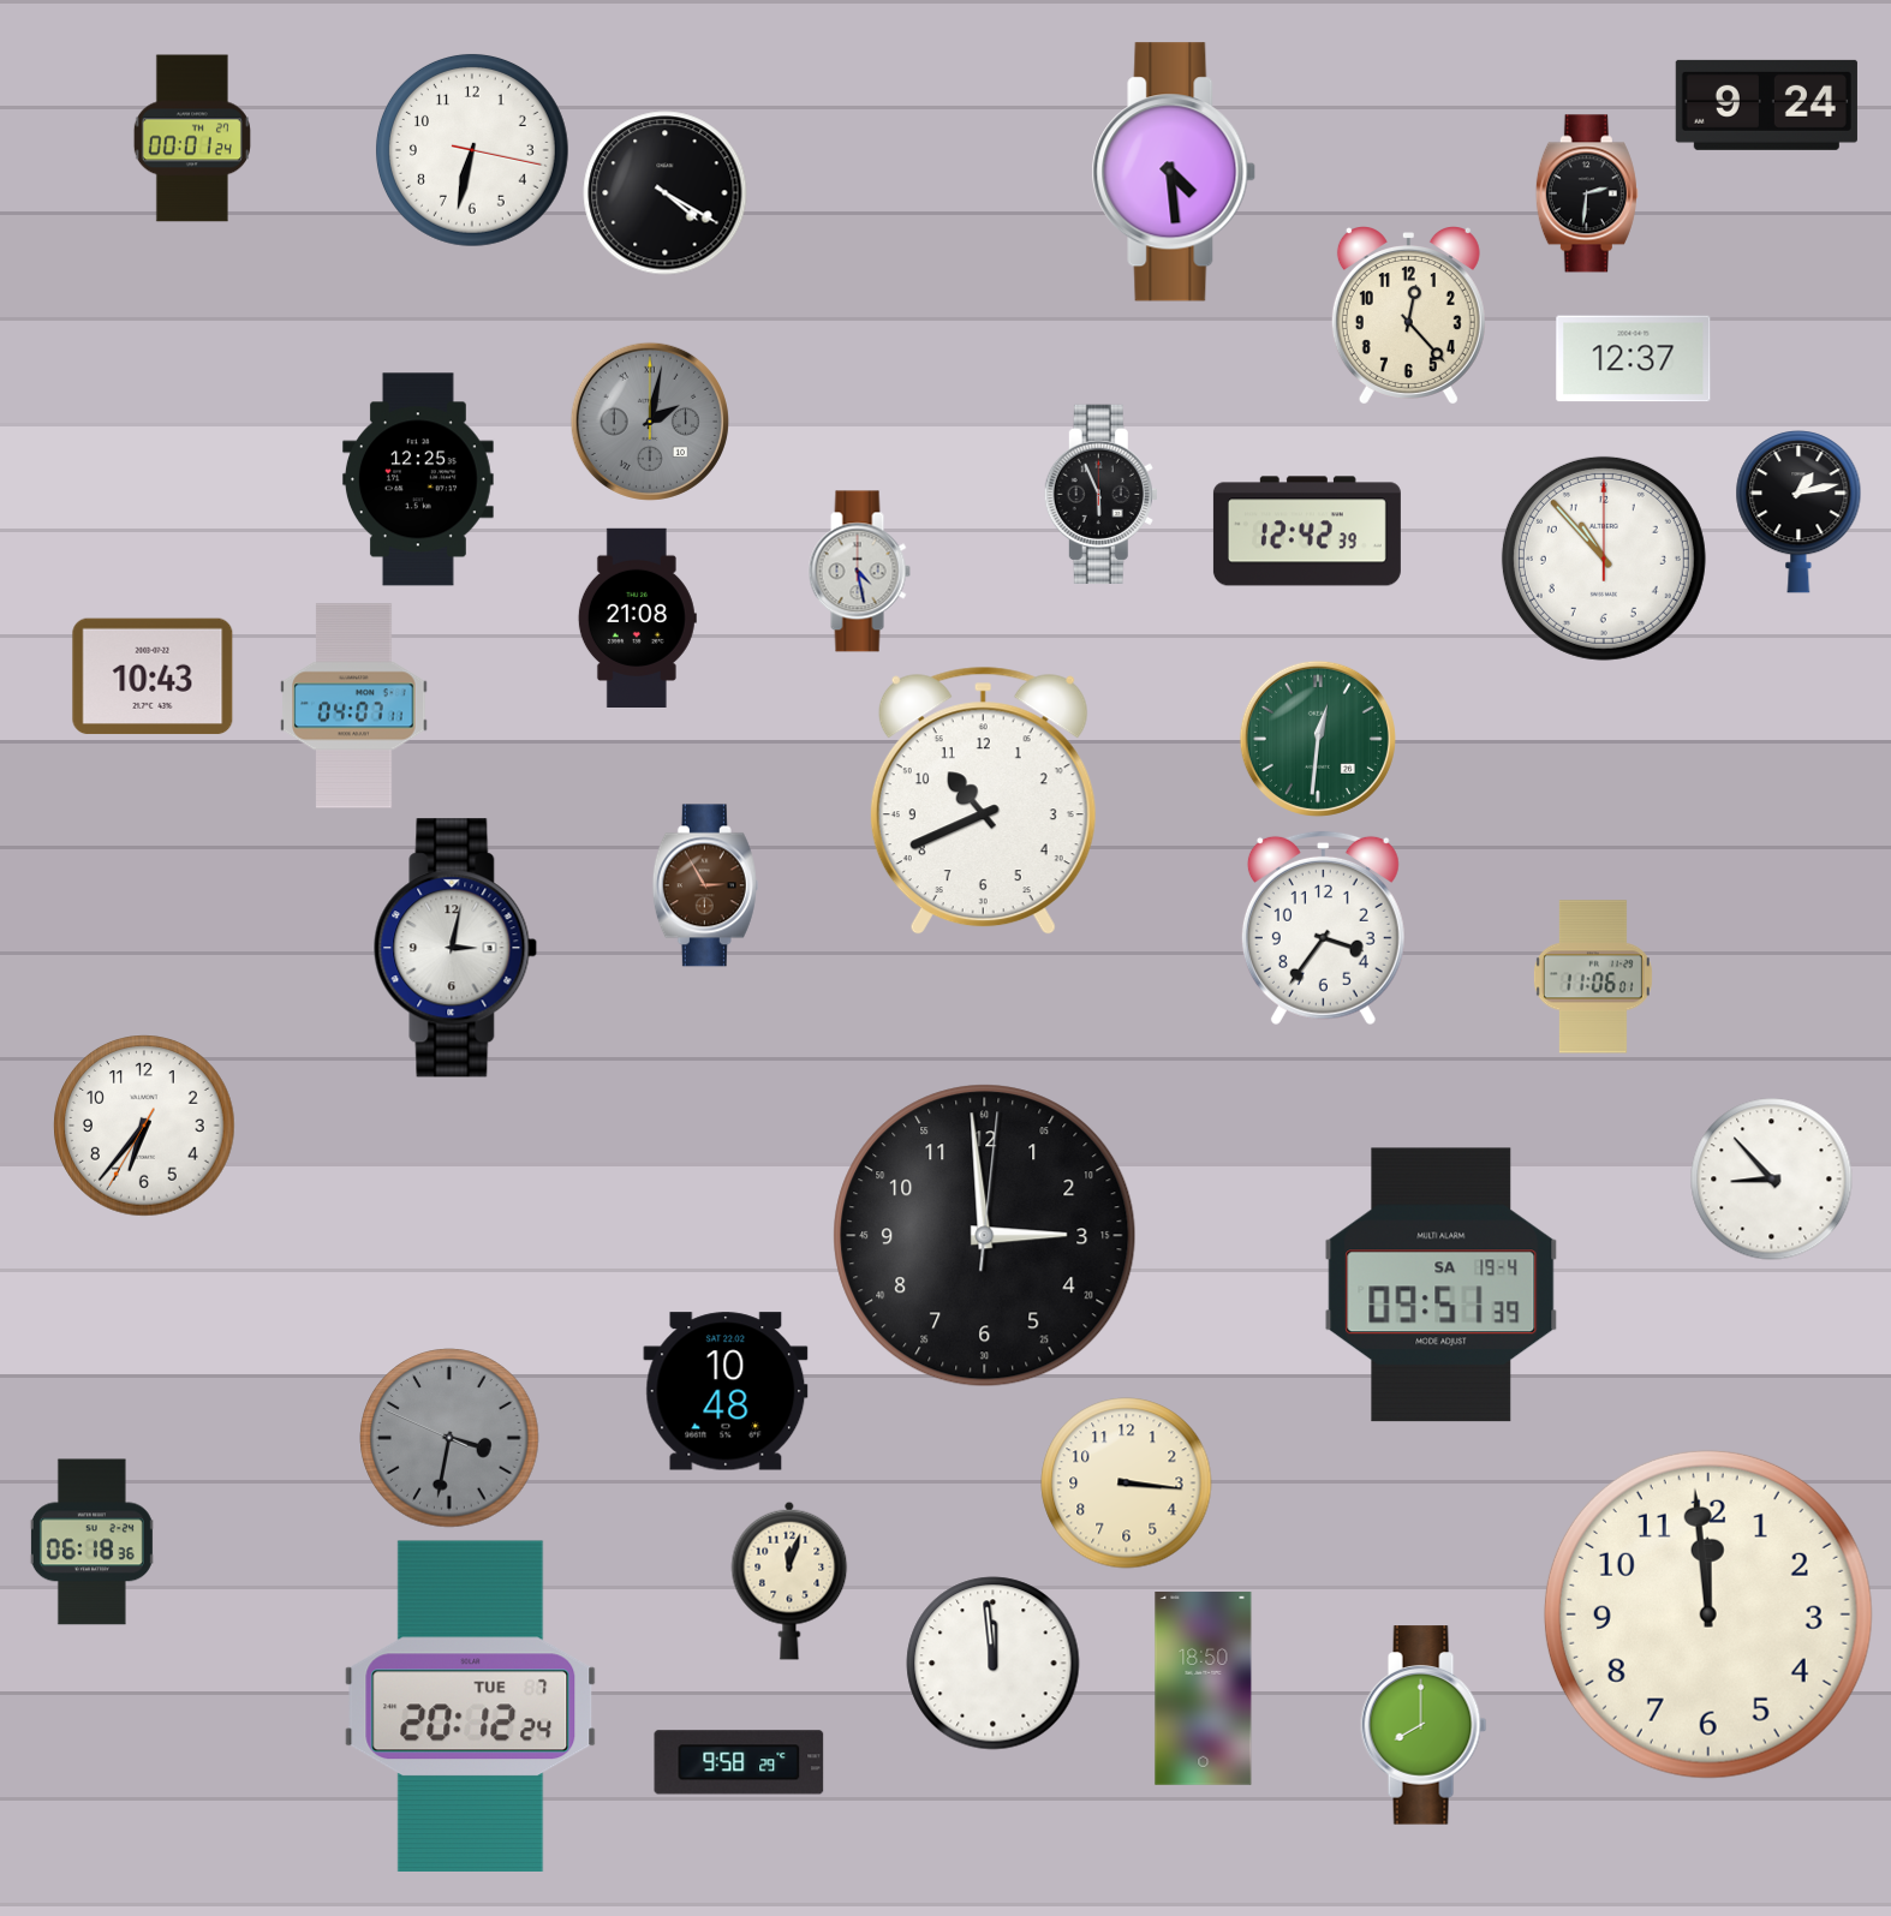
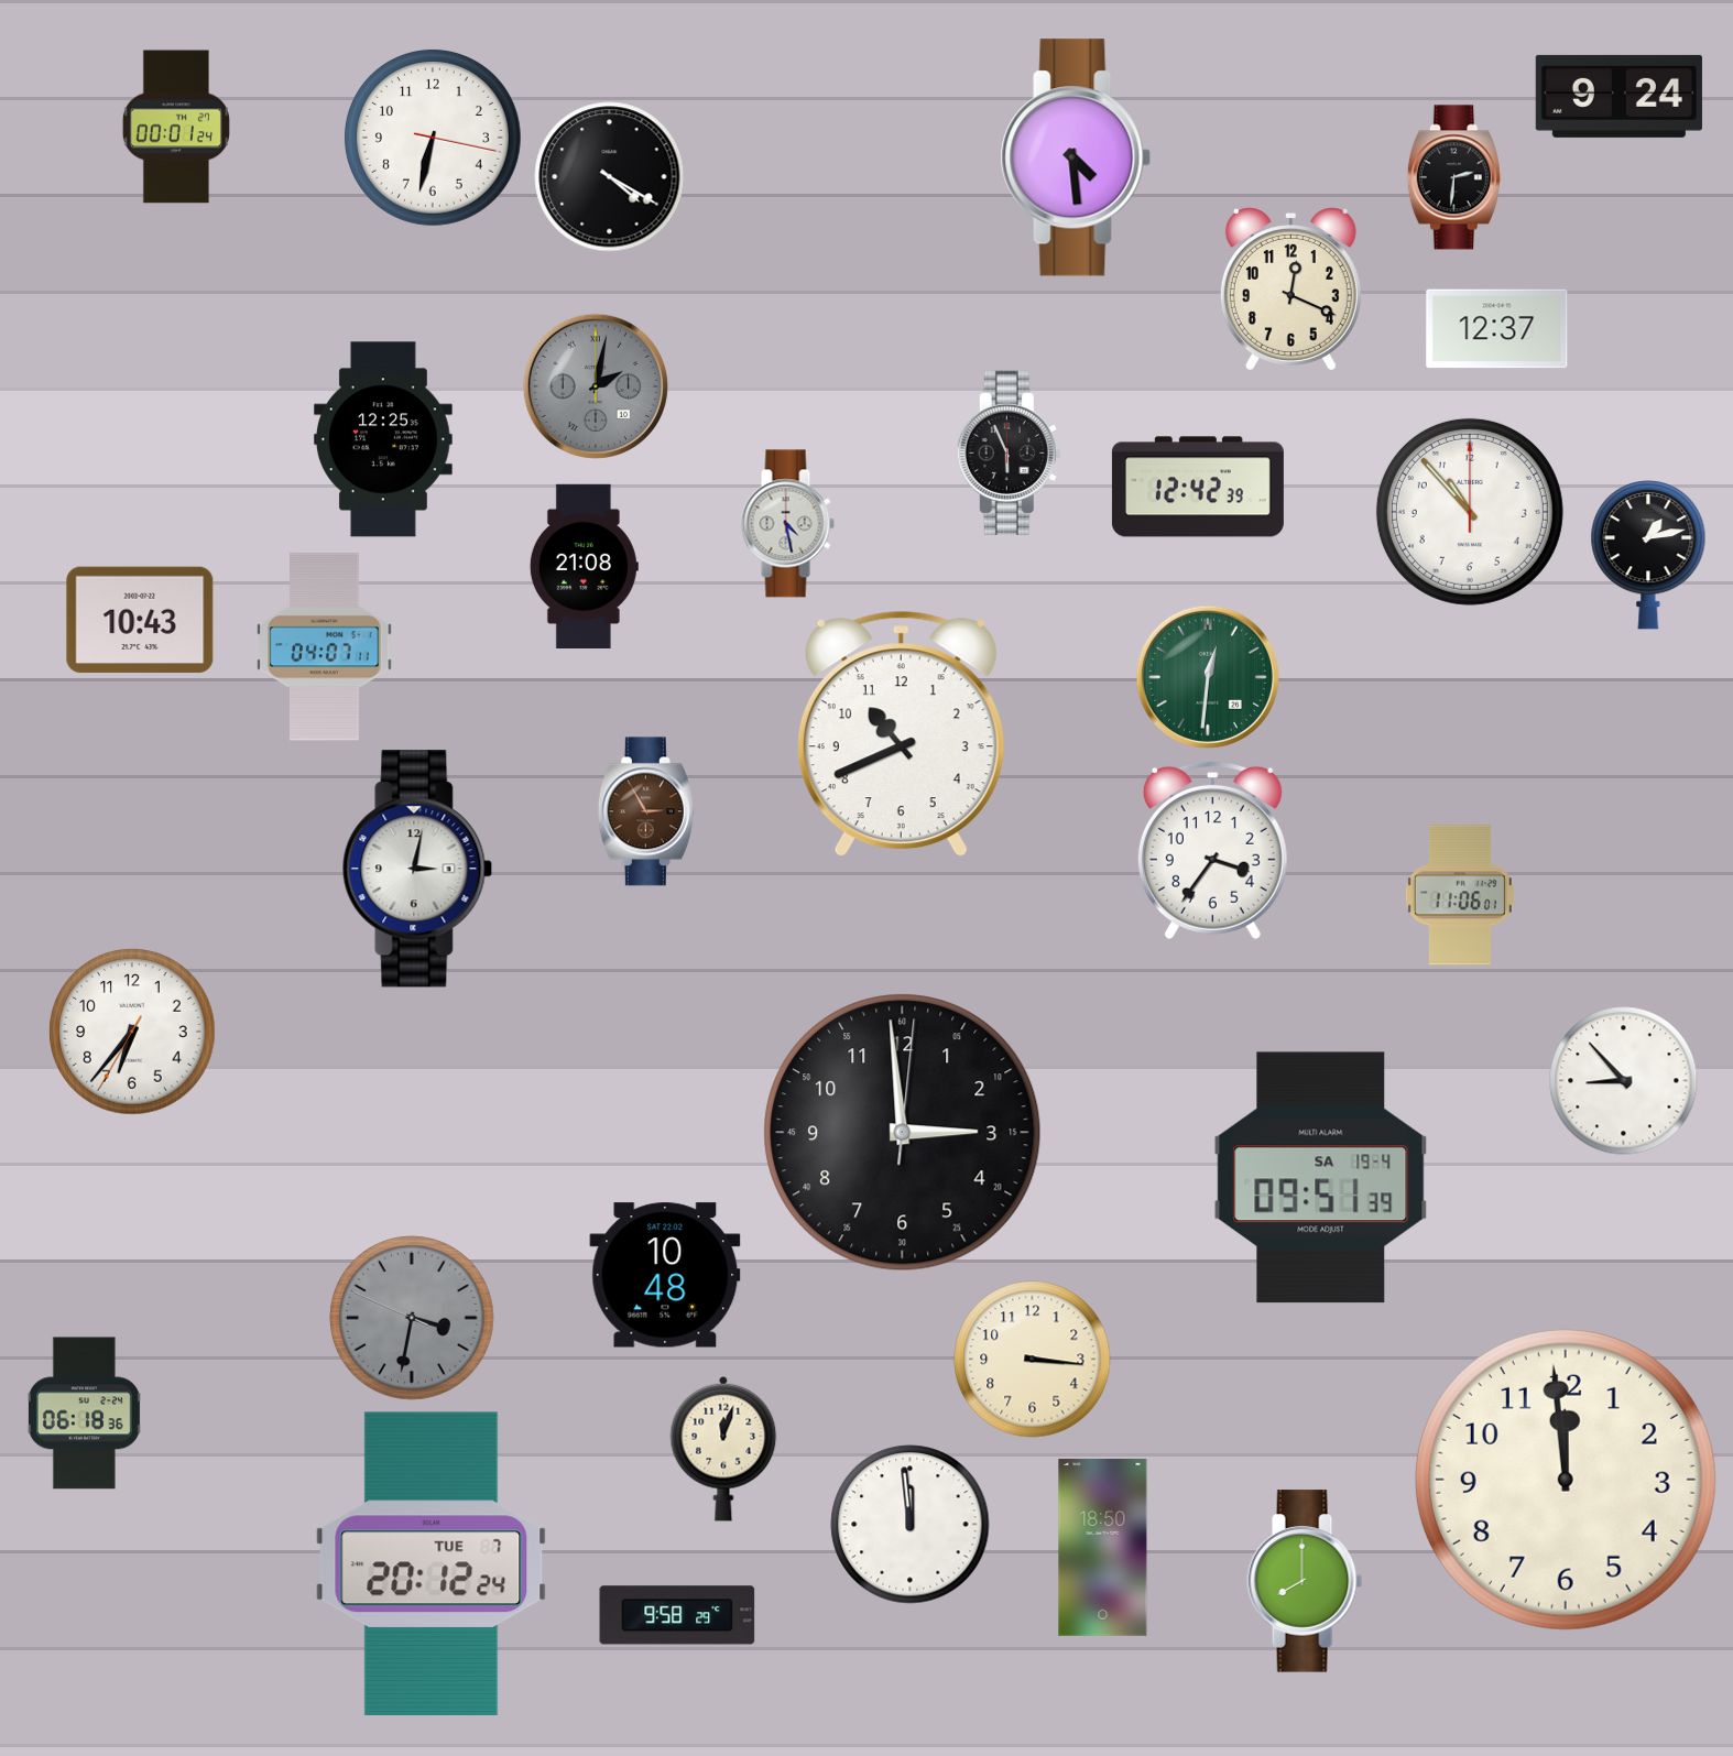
clock at (1408, 316): 12:23 -> 12:19
clock at (1798, 512) position: (1798, 512) -> (1648, 555)
